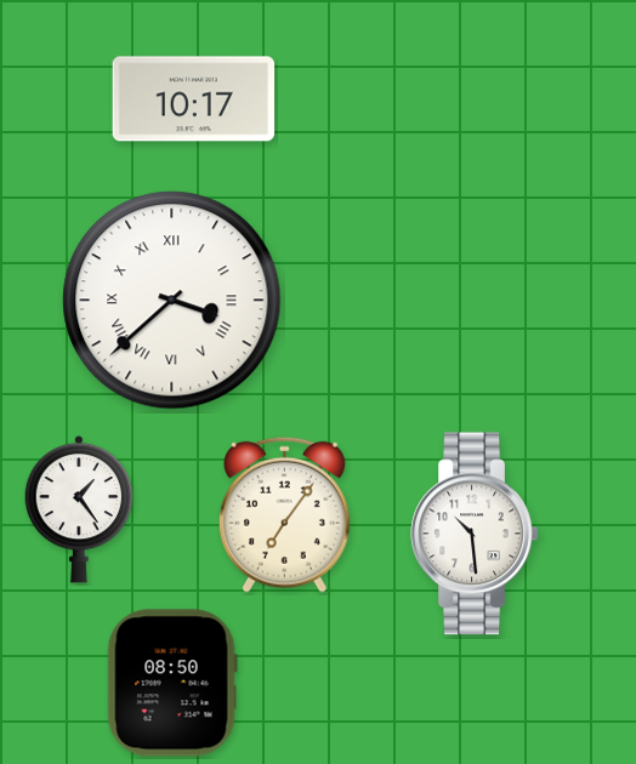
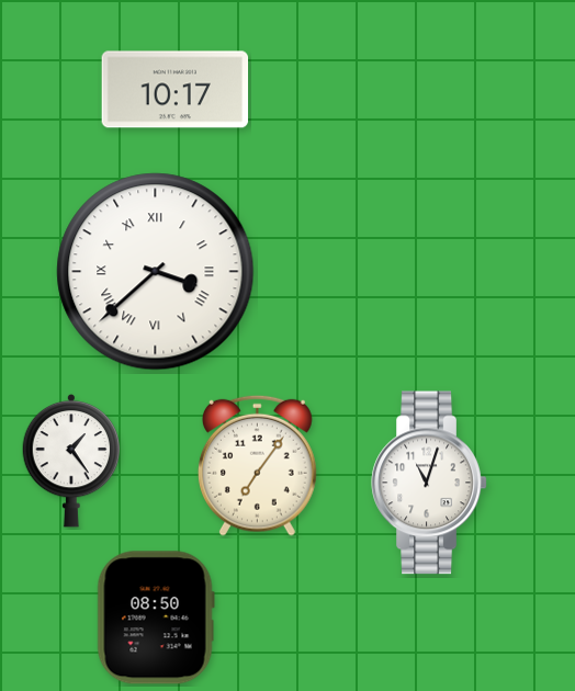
clock at (475, 534): 10:29 -> 11:03
